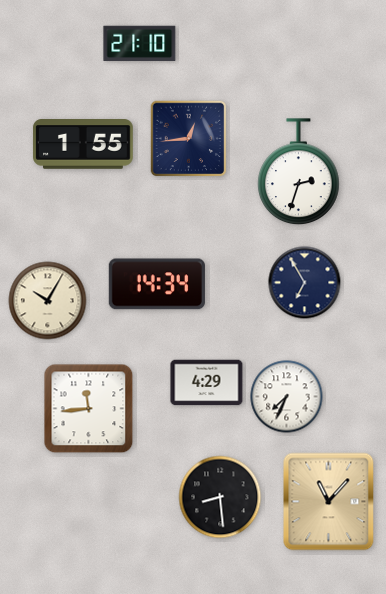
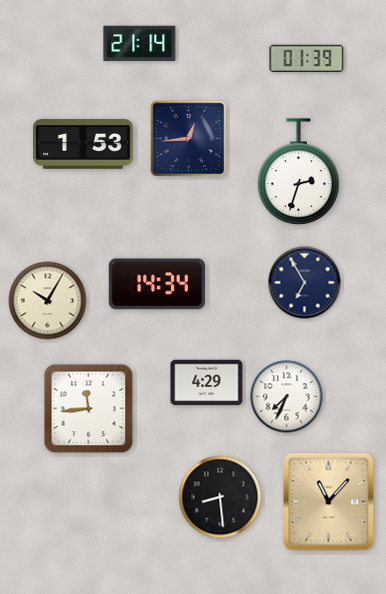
clock at (140, 43): 21:10 -> 21:14
clock at (307, 58): none -> 01:39
clock at (83, 144): 1:55 -> 1:53
